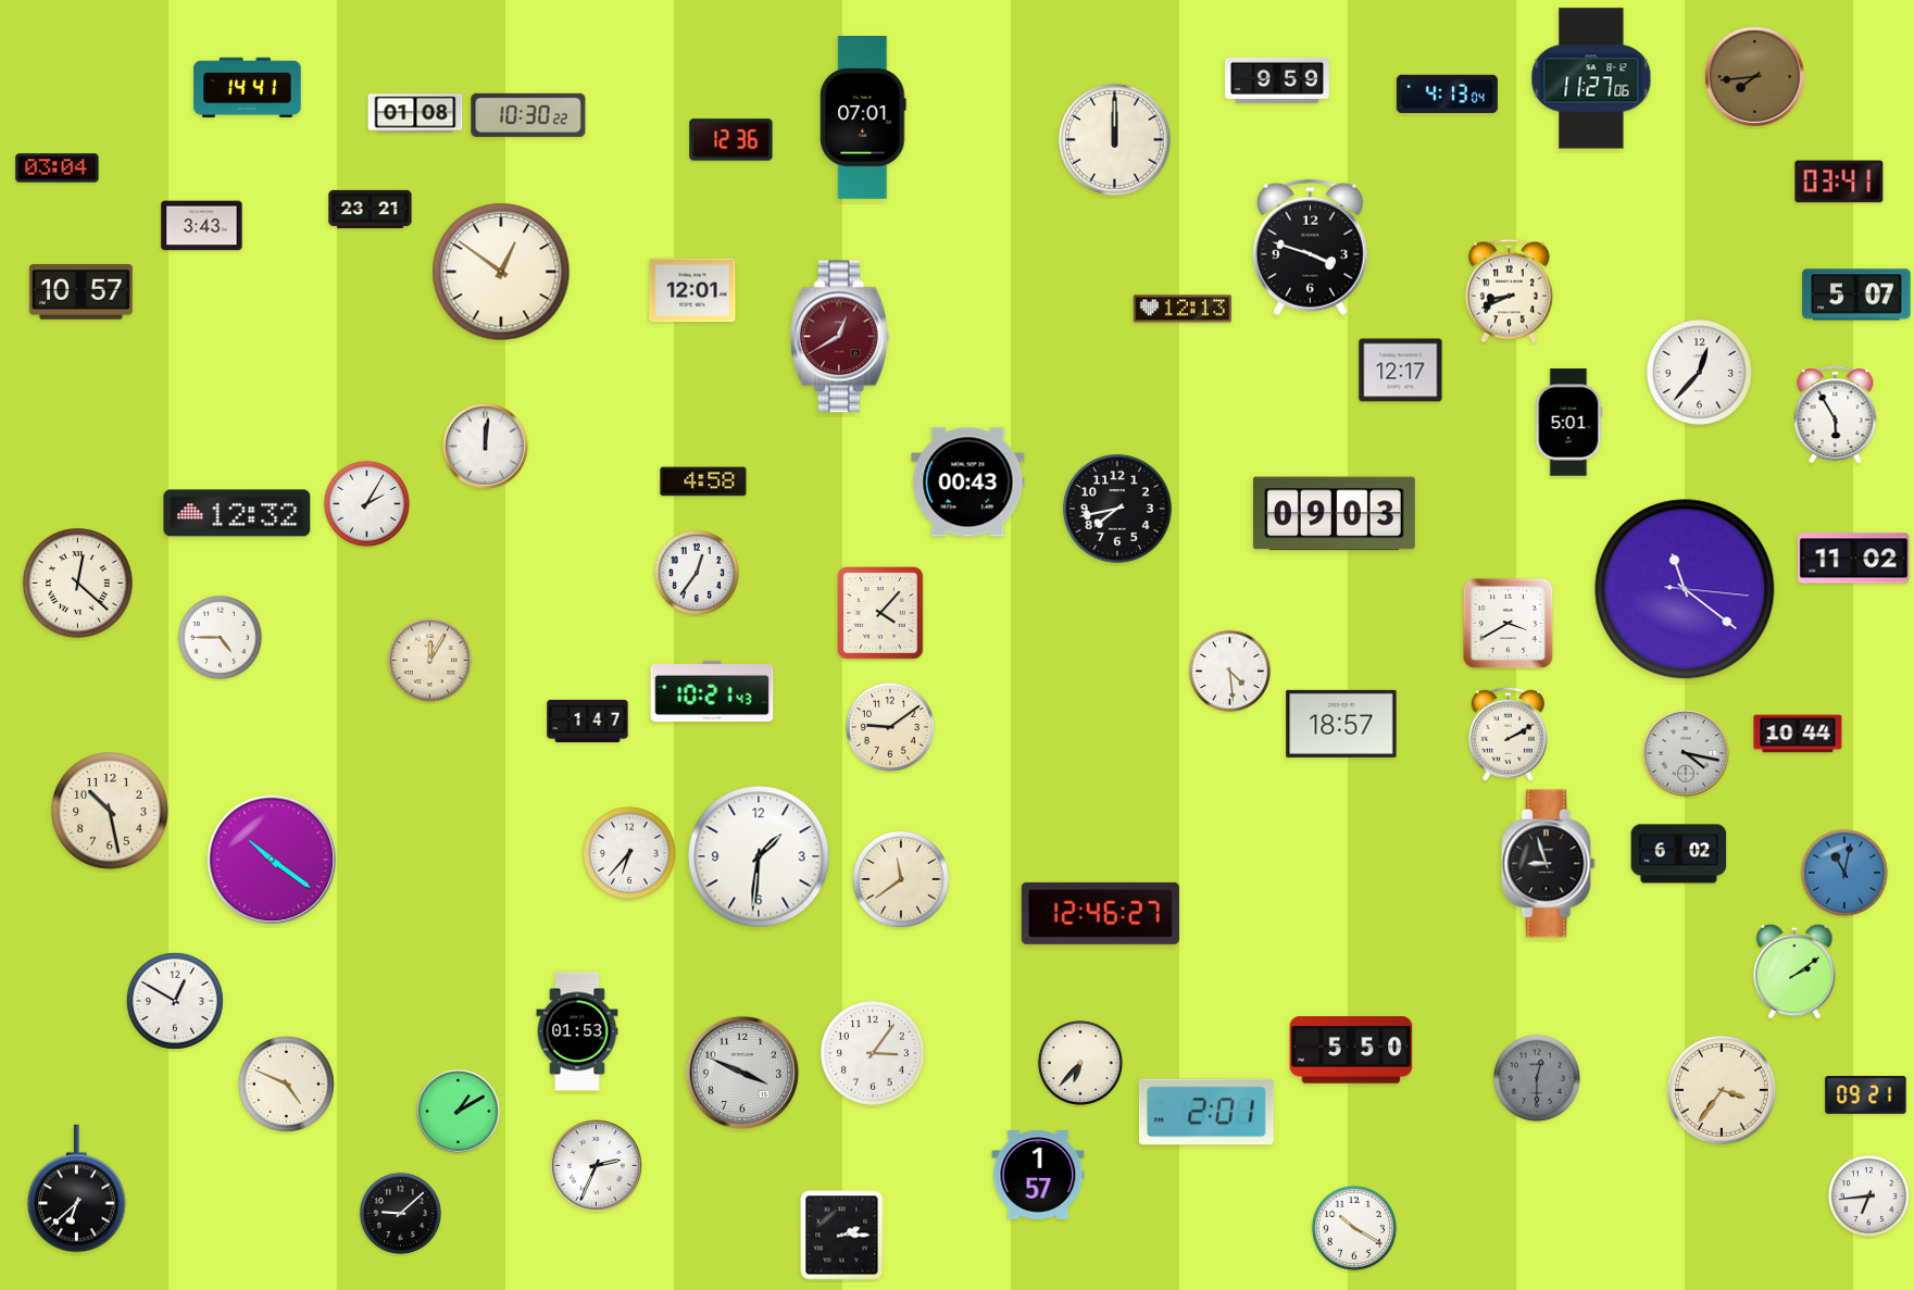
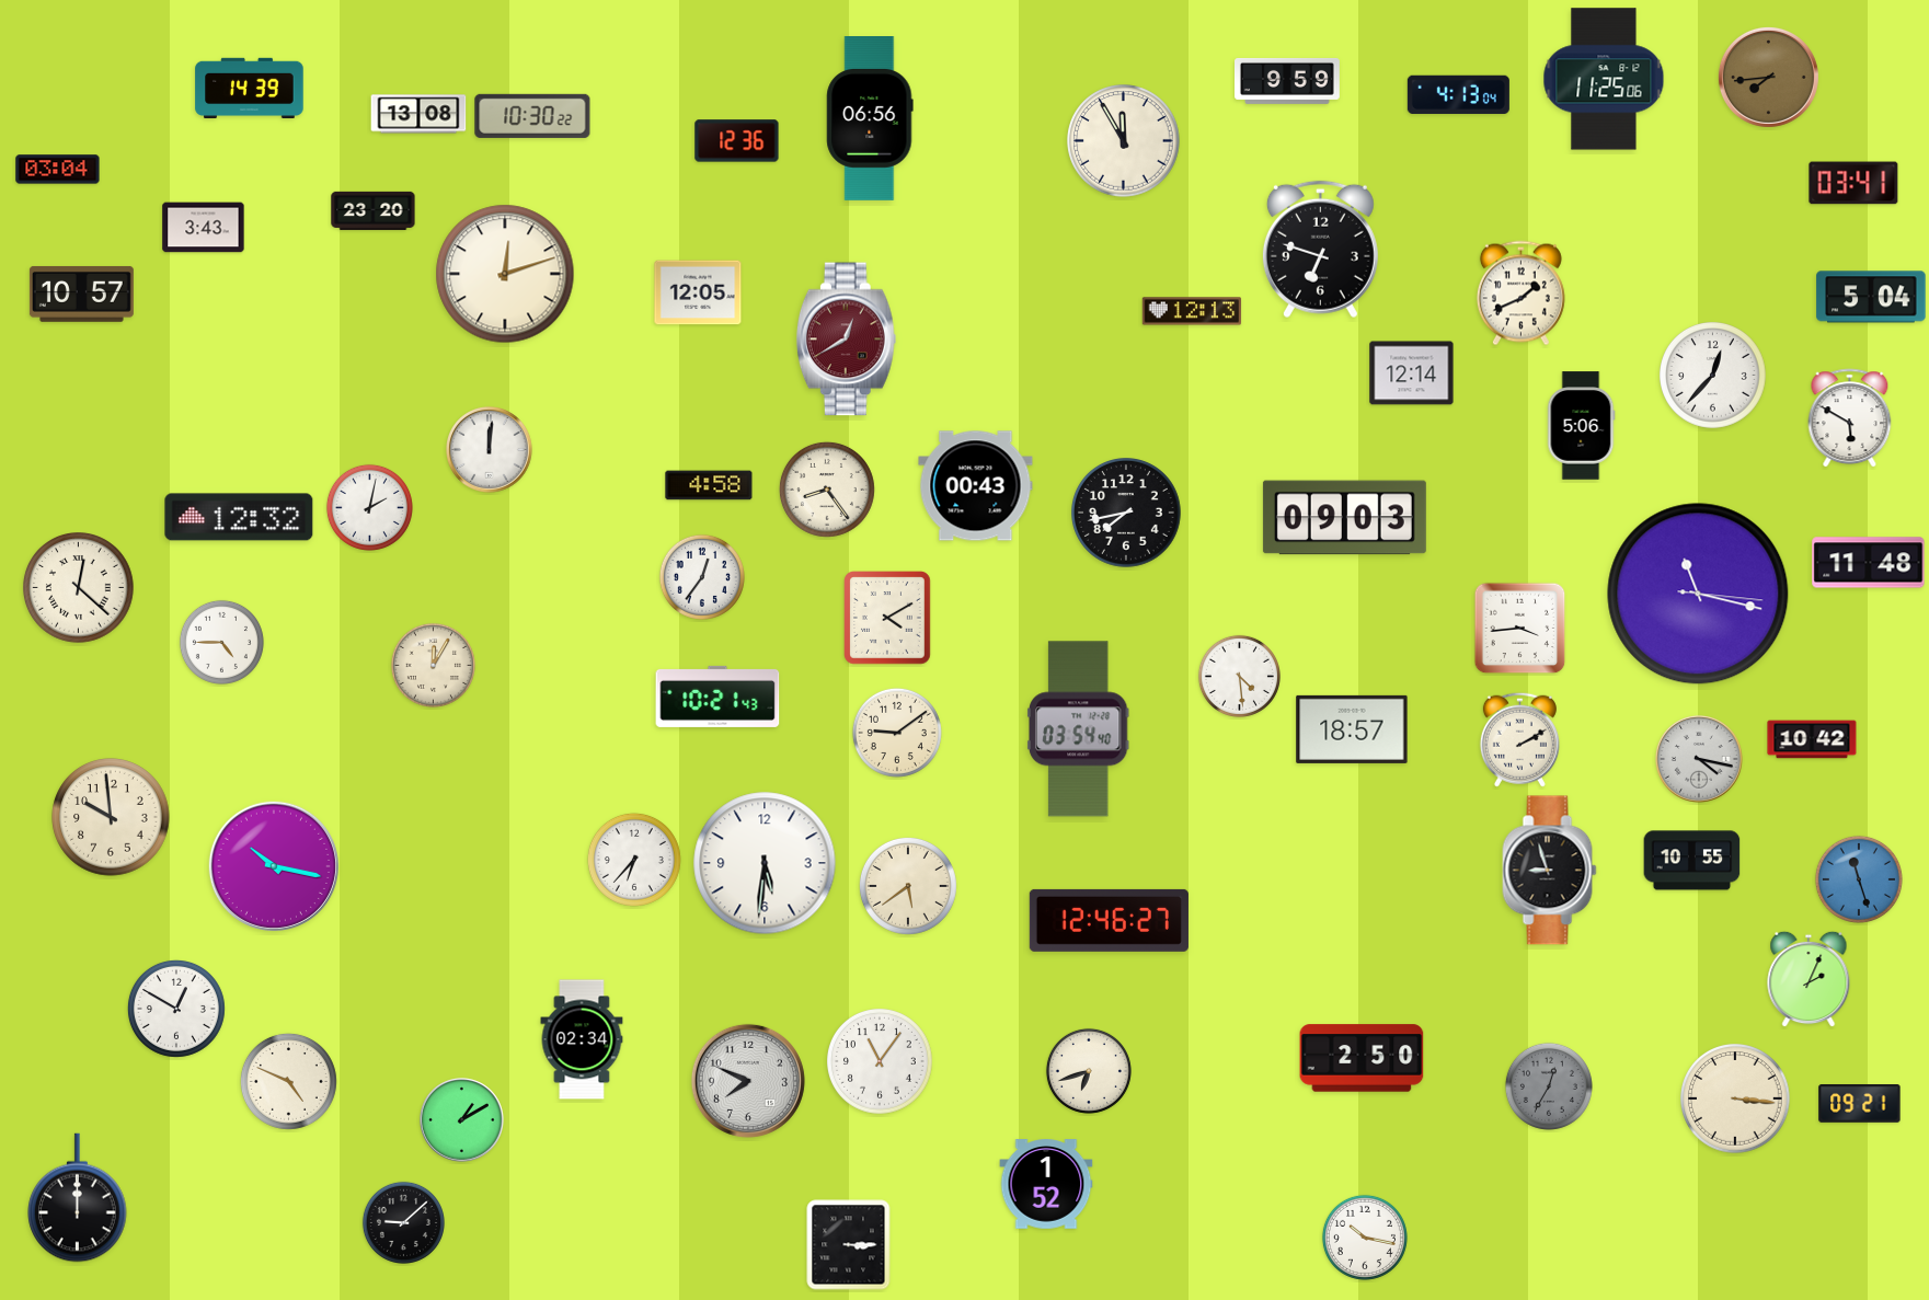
clock at (1591, 78): 11:27 -> 11:25
clock at (248, 87): 14:41 -> 14:39
clock at (415, 113): 01:08 -> 13:08
clock at (863, 118): 07:01 -> 06:56
clock at (1115, 140): 12:00 -> 11:55
clock at (371, 209): 23:21 -> 23:20
clock at (1310, 248): 3:48 -> 6:48
clock at (501, 272): 12:51 -> 12:12
clock at (692, 290): 12:01 -> 12:05
clock at (1509, 291): 8:41 -> 1:41
clock at (1856, 295): 5:07 -> 5:04
clock at (1401, 371): 12:17 -> 12:14
clock at (1836, 415): 5:55 -> 5:50
clock at (1568, 423): 5:01 -> 5:06
clock at (827, 490): none -> 8:24
clock at (366, 503): 2:05 -> 2:02
clock at (1854, 559): 11:02 -> 11:48
clock at (1685, 589): 11:21 -> 11:17
clock at (881, 613): 4:07 -> 4:10
clock at (1509, 624): 3:40 -> 3:44
clock at (588, 721): 1:47 -> none
clock at (1078, 729): none -> 03:54
clock at (1798, 734): 10:44 -> 10:42
clock at (110, 811): 10:28 -> 9:59
clock at (1679, 854): 6:02 -> 10:55
clock at (759, 856): 1:31 -> 5:31
clock at (272, 860): 10:21 -> 10:17
clock at (1549, 864) position: (1549, 864) -> (1550, 871)
clock at (1844, 873): 11:02 -> 11:27
clock at (901, 879): 11:39 -> 5:39
clock at (1794, 972): 2:09 -> 2:04
clock at (577, 1031): 01:53 -> 02:34
clock at (1351, 1050): 5:50 -> 2:50
clock at (874, 1054): 3:06 -> 11:06
clock at (1080, 1063): 6:37 -> 6:42
clock at (742, 1073): 3:49 -> 7:49
clock at (1537, 1078): 12:30 -> 12:35
clock at (286, 1084) position: (286, 1084) -> (288, 1081)
clock at (1723, 1091): 3:36 -> 3:16
clock at (1866, 1095) position: (1866, 1095) -> (1860, 1104)
clock at (1206, 1112): 2:01 -> none
clock at (597, 1166): 2:34 -> none
clock at (1038, 1175): 1:57 -> 1:52
clock at (77, 1189): 6:38 -> 12:00
clock at (1868, 1195): 6:44 -> none
clock at (1354, 1228): 10:20 -> 10:17
clock at (842, 1236): 2:15 -> 3:15
